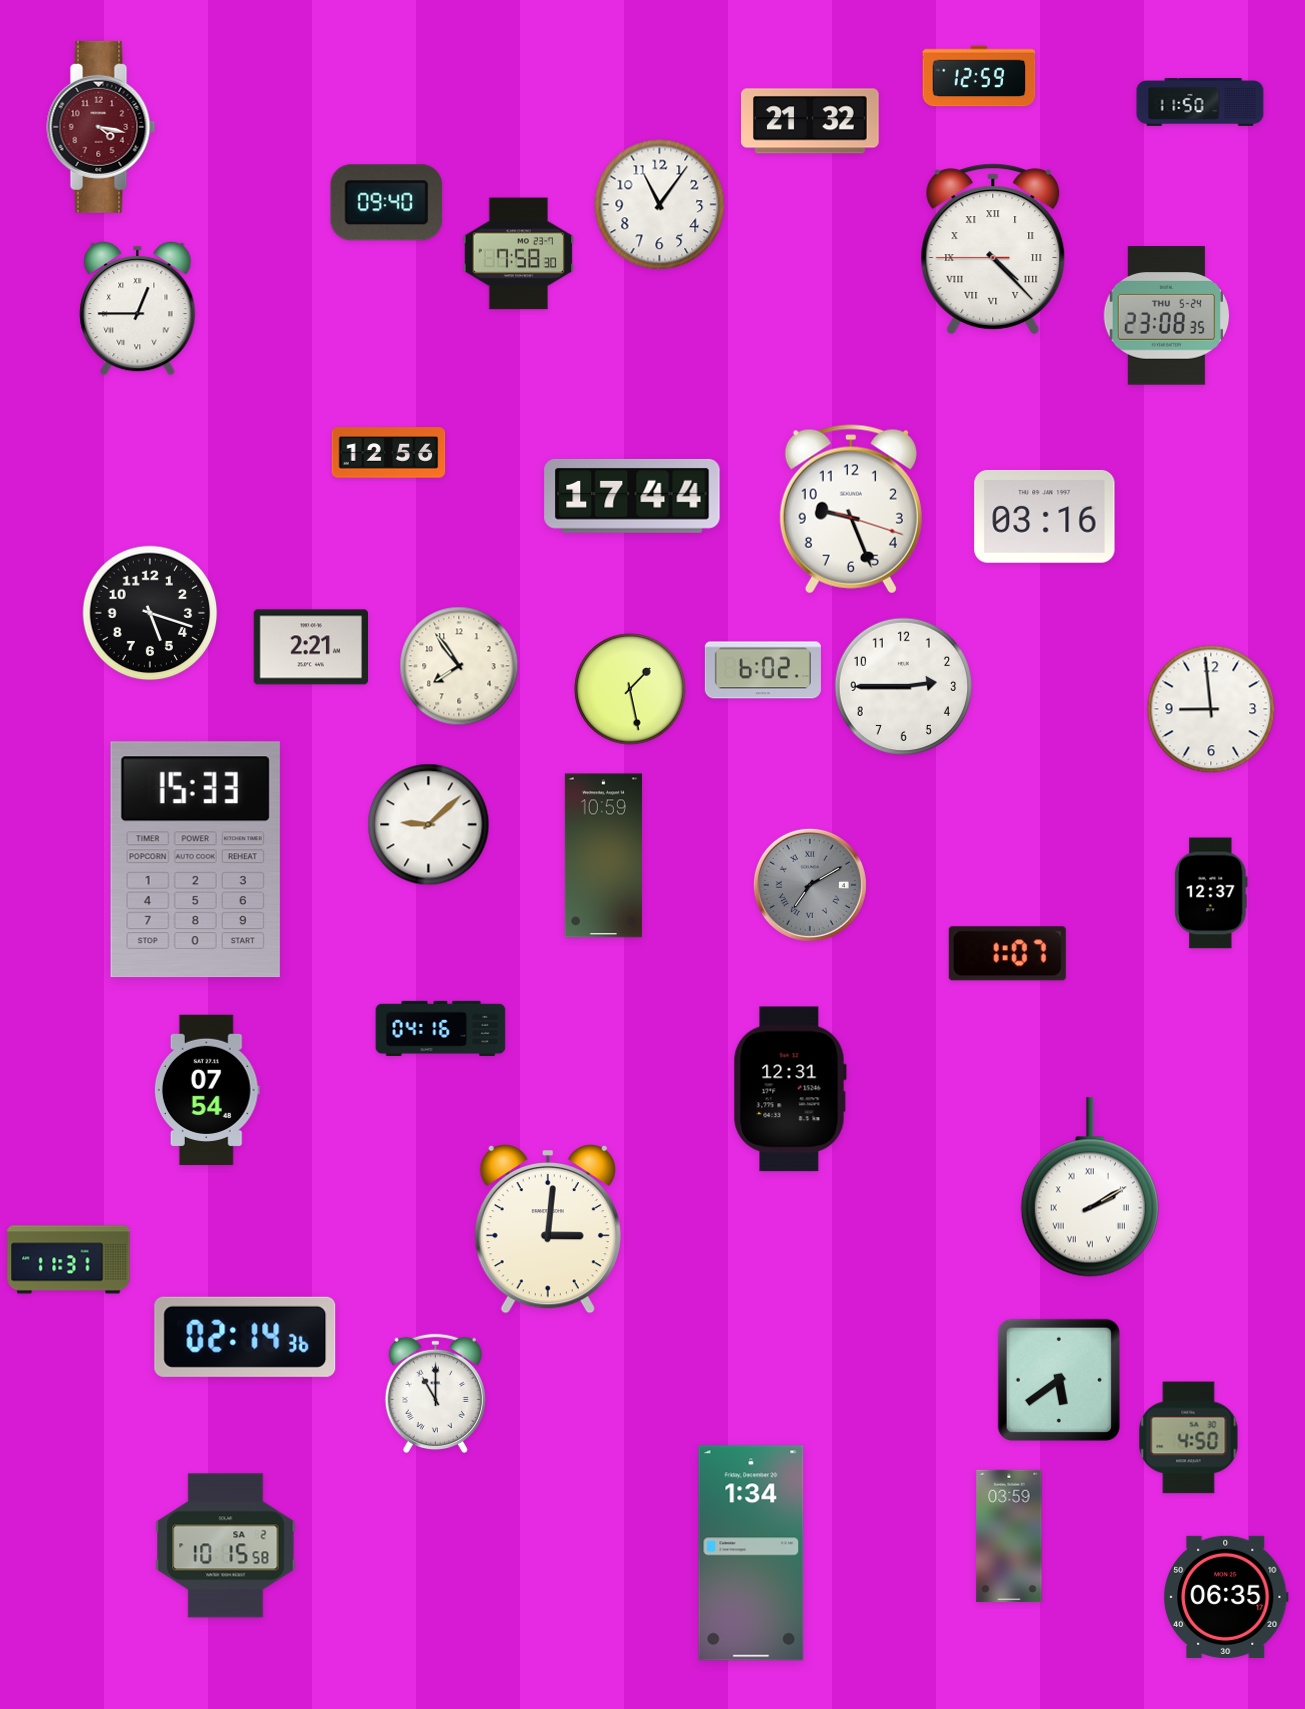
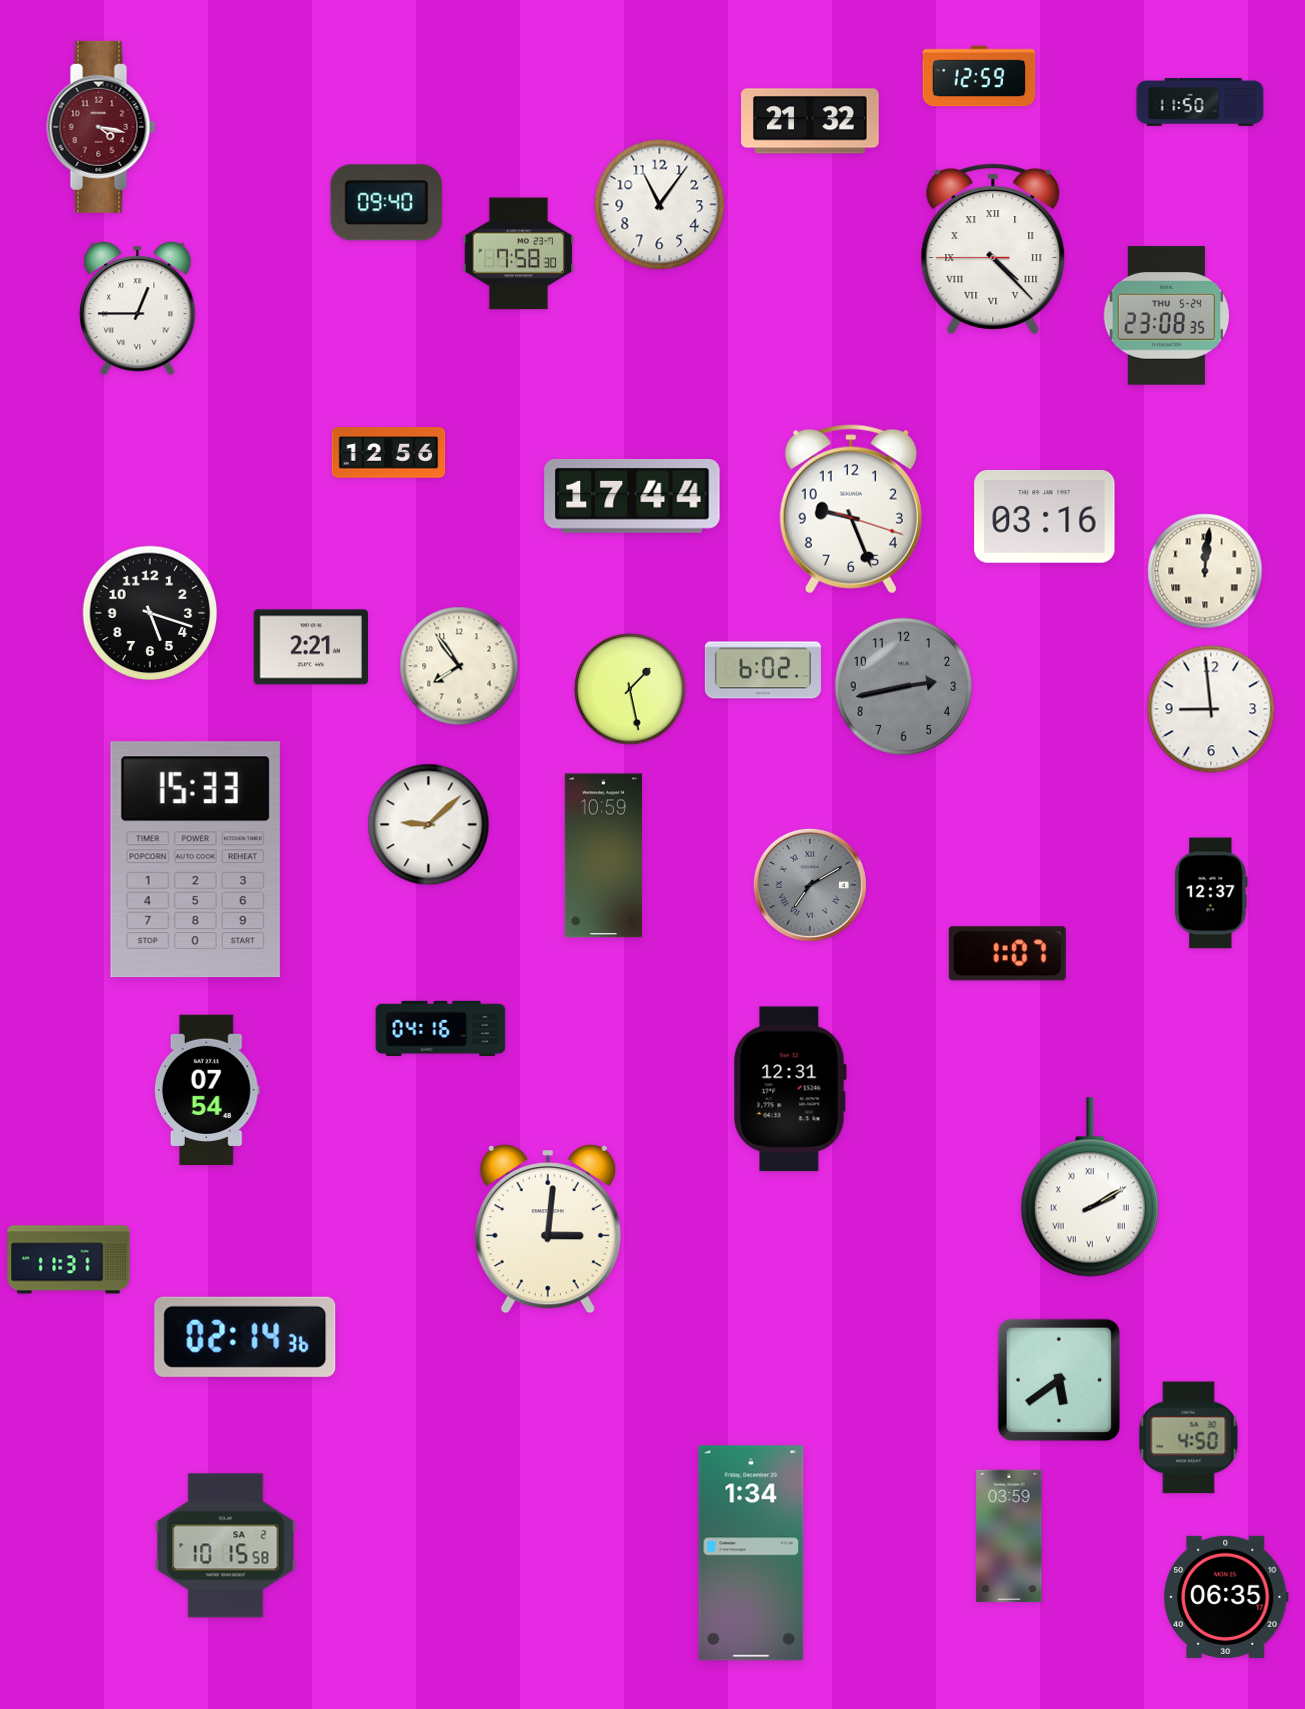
clock at (1205, 571): none -> 12:01
clock at (903, 686): 2:45 -> 2:43
clock at (903, 686) dial: white -> grey
clock at (435, 1394): 11:00 -> none
